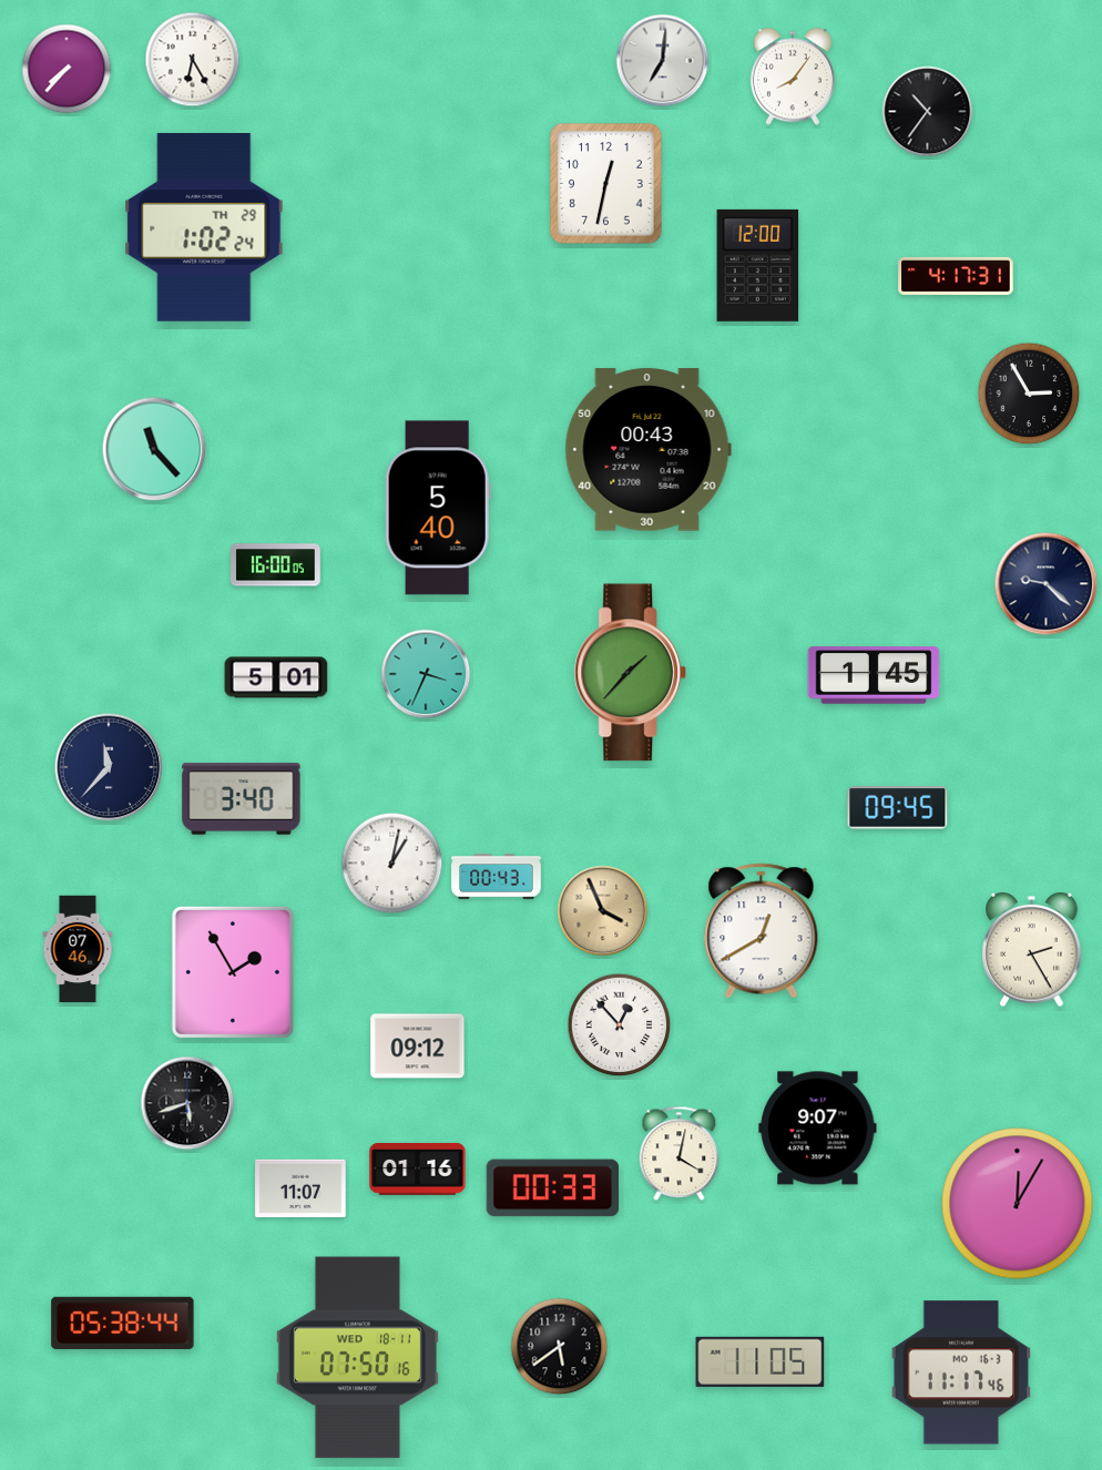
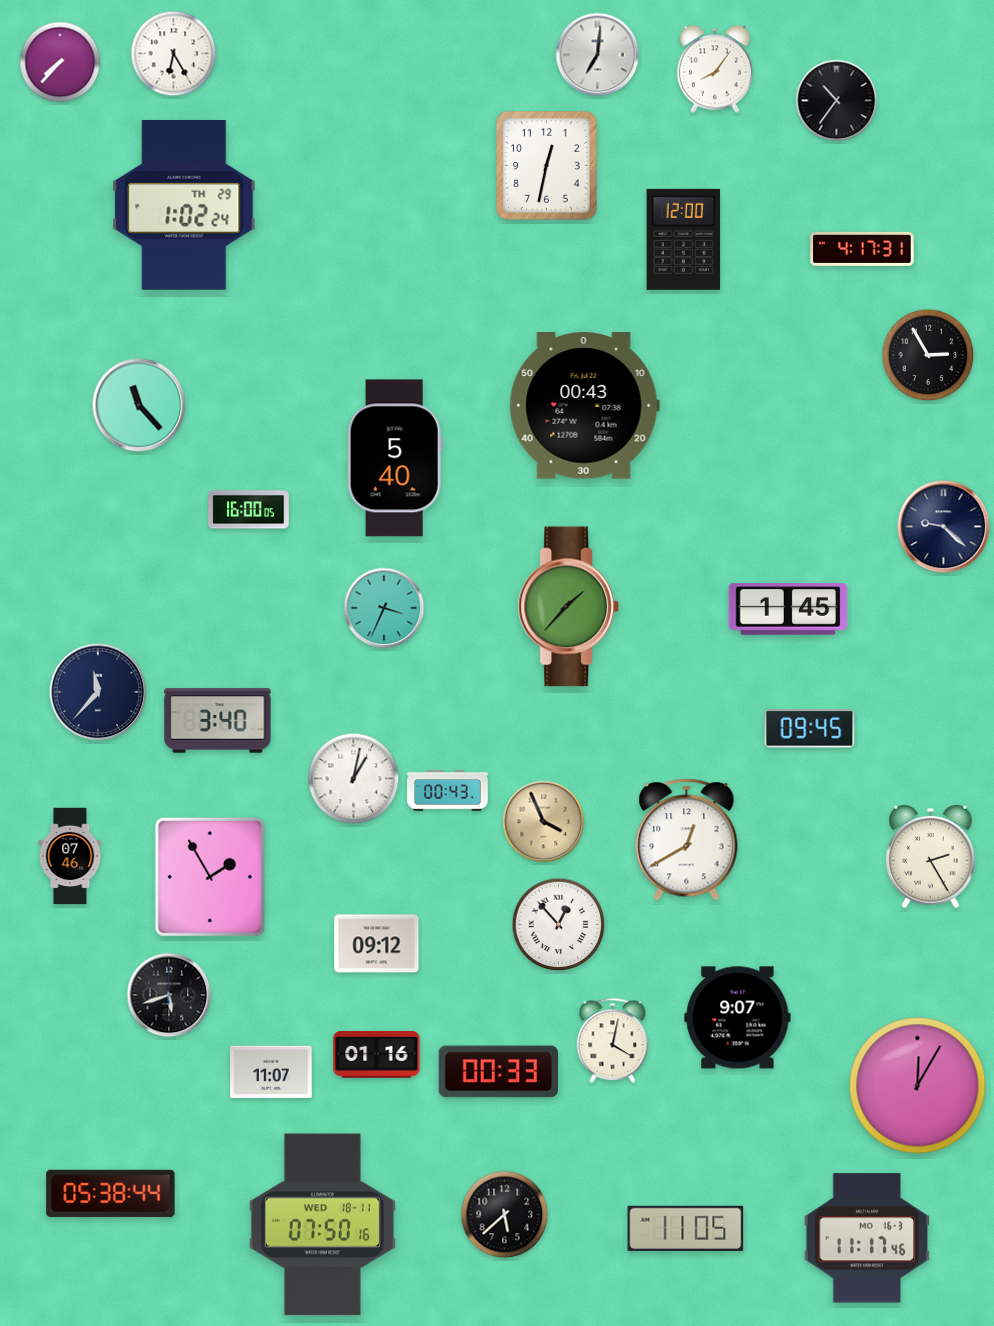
clock at (276, 677): 5:01 -> none
clock at (560, 1347): 5:39 -> 5:38
